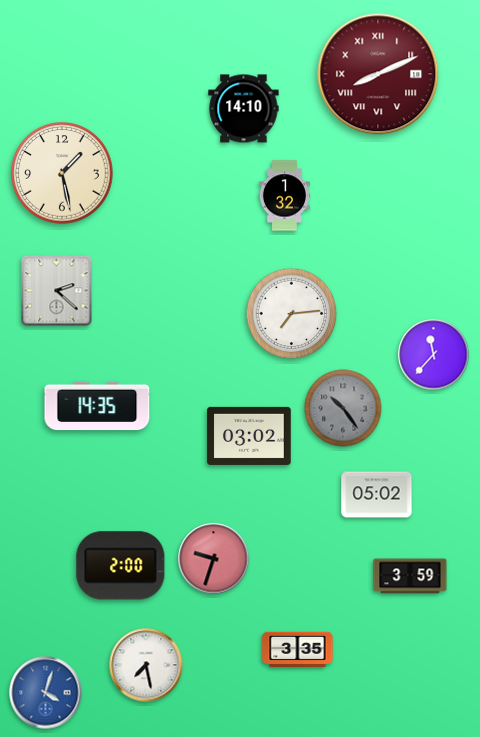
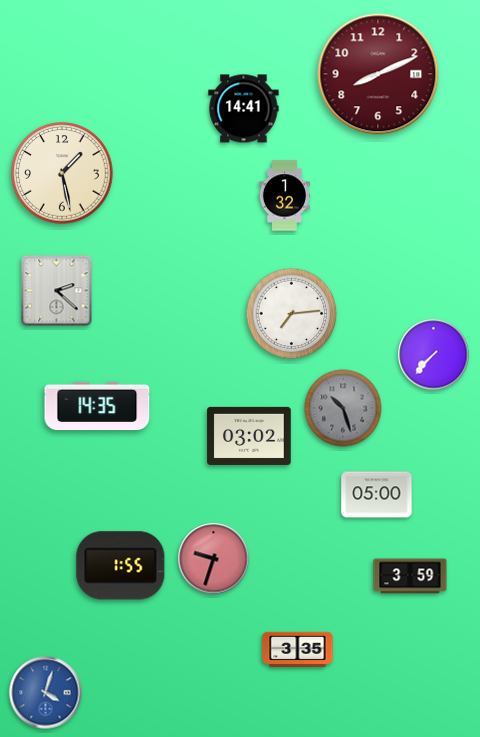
clock at (378, 74) numerals: Roman -> Arabic
clock at (244, 109): 14:10 -> 14:41
clock at (434, 355): 11:37 -> 7:37
clock at (343, 408): 10:24 -> 10:27
clock at (377, 495): 05:02 -> 05:00
clock at (121, 566): 2:00 -> 1:55
clock at (146, 665): 7:28 -> none
